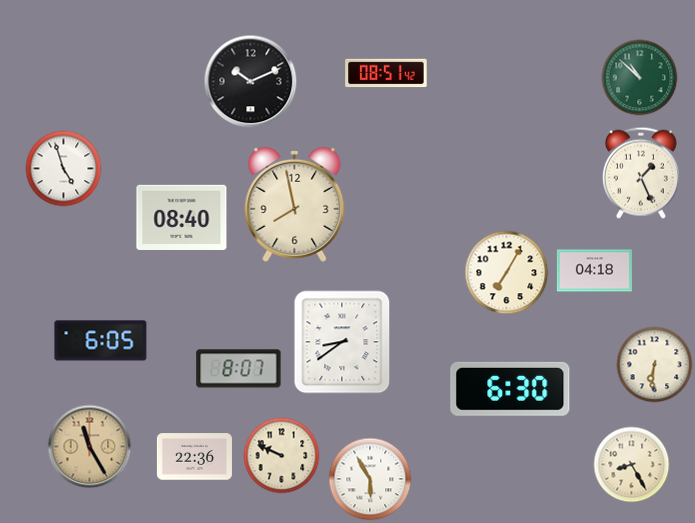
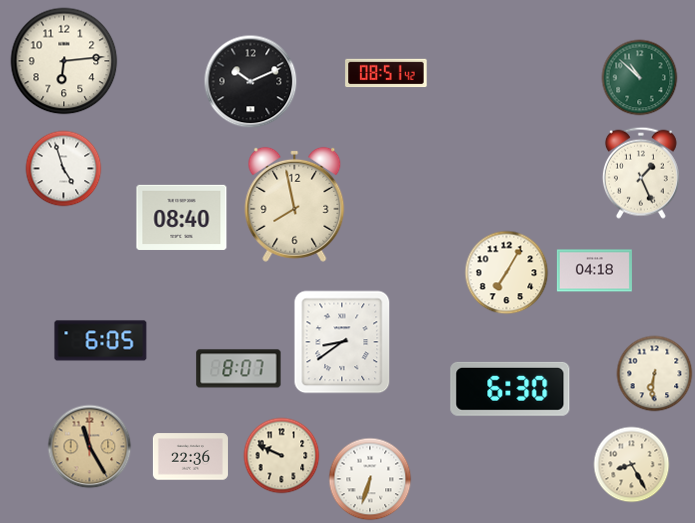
clock at (64, 61): none -> 6:14
clock at (655, 365) position: (655, 365) -> (655, 374)
clock at (194, 457) position: (194, 457) -> (190, 457)
clock at (370, 479): 5:55 -> 6:33
